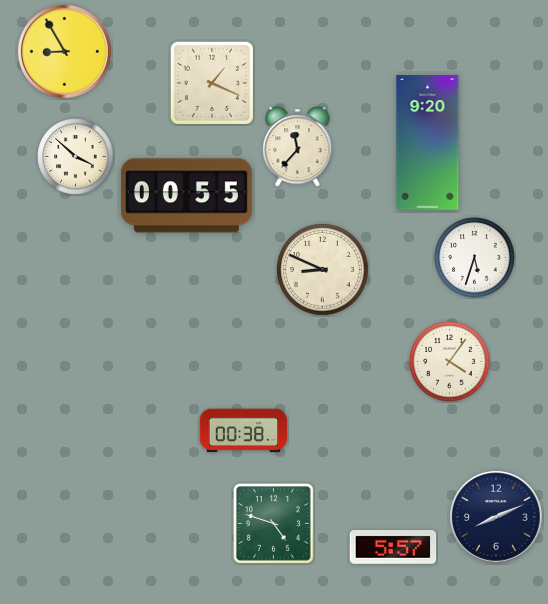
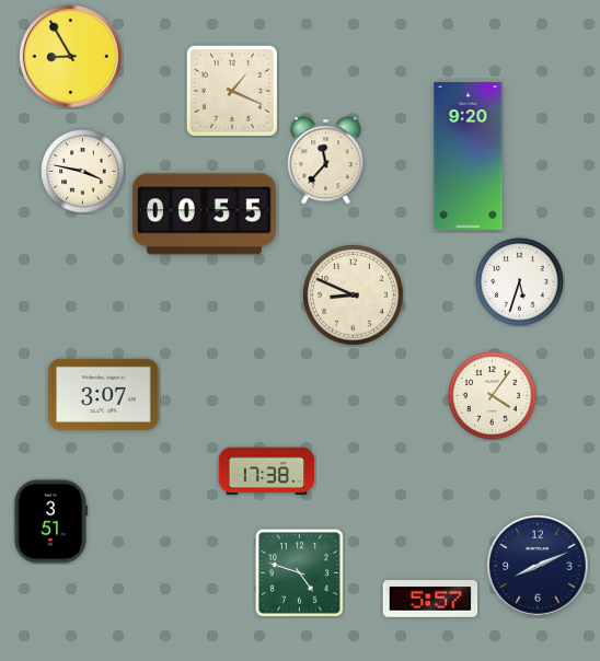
clock at (76, 157): 3:52 -> 3:47
clock at (104, 394): none -> 3:07
clock at (244, 431): 00:38 -> 17:38
clock at (51, 522): none -> 3:51
clock at (497, 518) position: (497, 518) -> (539, 567)
